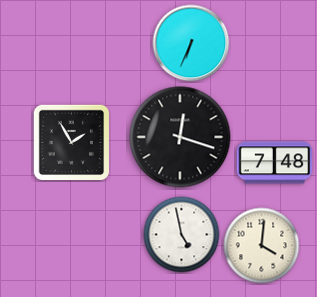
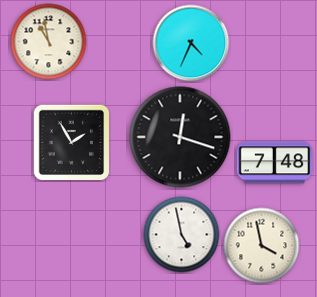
clock at (49, 42): none -> 10:58
clock at (191, 43): 6:34 -> 4:34
clock at (262, 246): 4:01 -> 3:58
